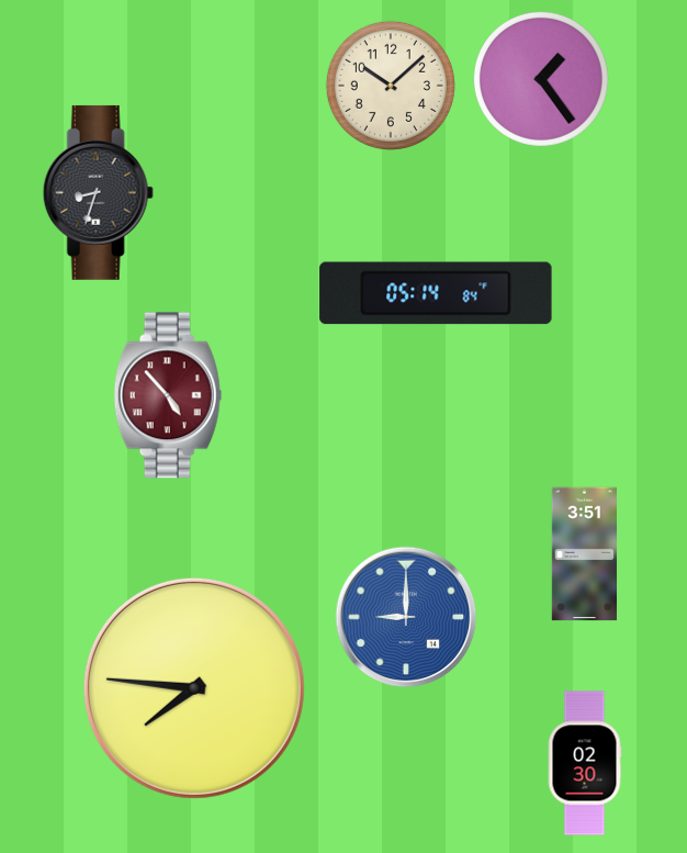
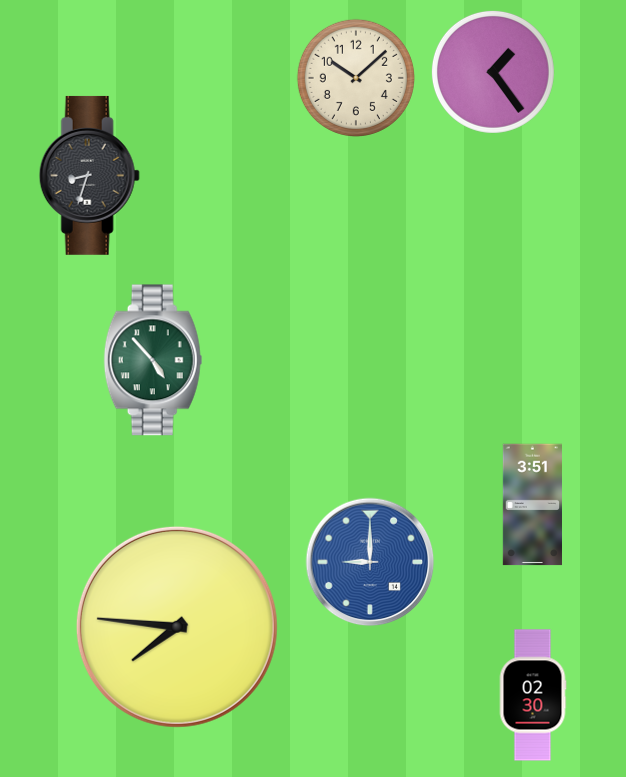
clock at (436, 293): 05:14 -> none
clock at (168, 395) dial: burgundy -> green
